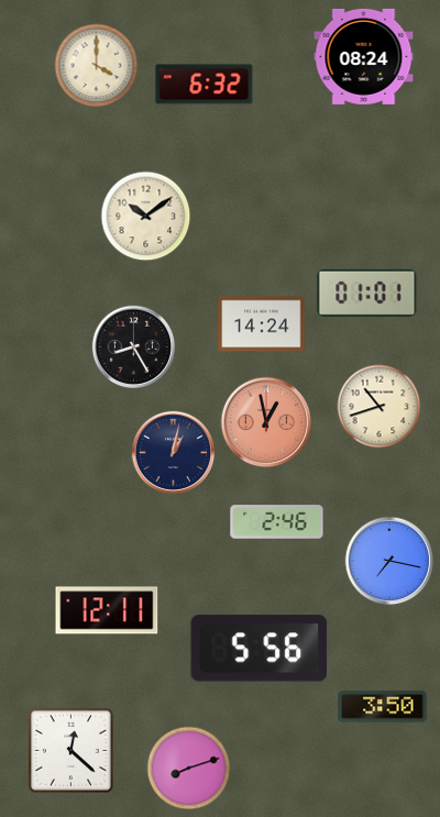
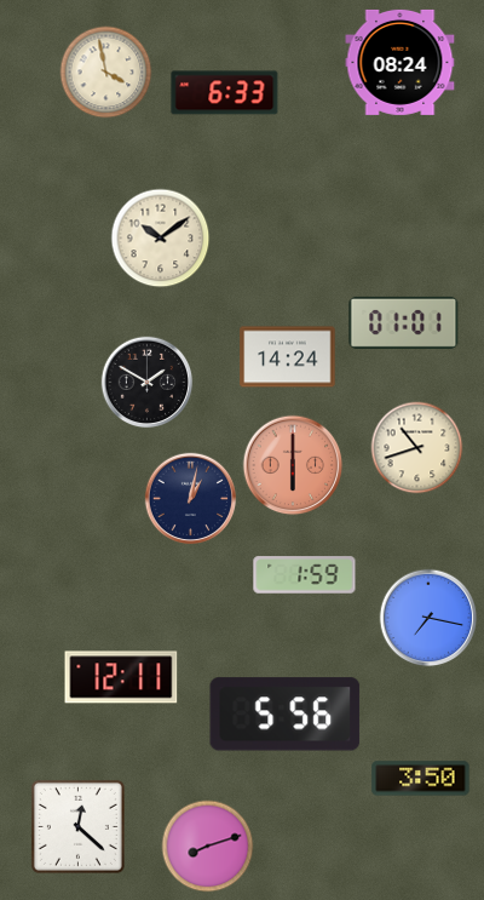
clock at (97, 66): 4:00 -> 3:58
clock at (205, 85): 6:32 -> 6:33
clock at (134, 347): 8:25 -> 1:50
clock at (266, 422): 12:58 -> 6:00
clock at (277, 522): 2:46 -> 1:59
clock at (107, 610) position: (107, 610) -> (121, 677)
